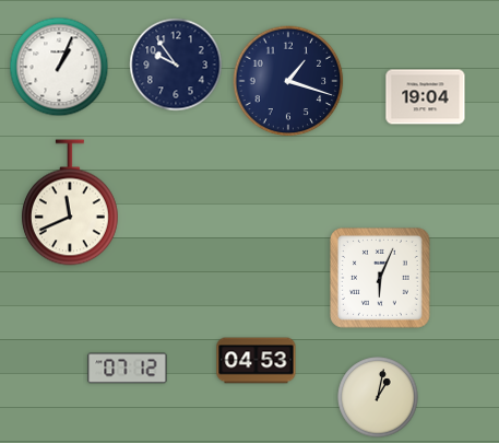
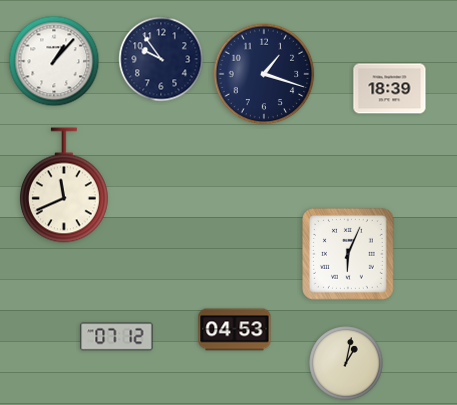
clock at (59, 67): 1:04 -> 1:07
clock at (426, 97): 19:04 -> 18:39
